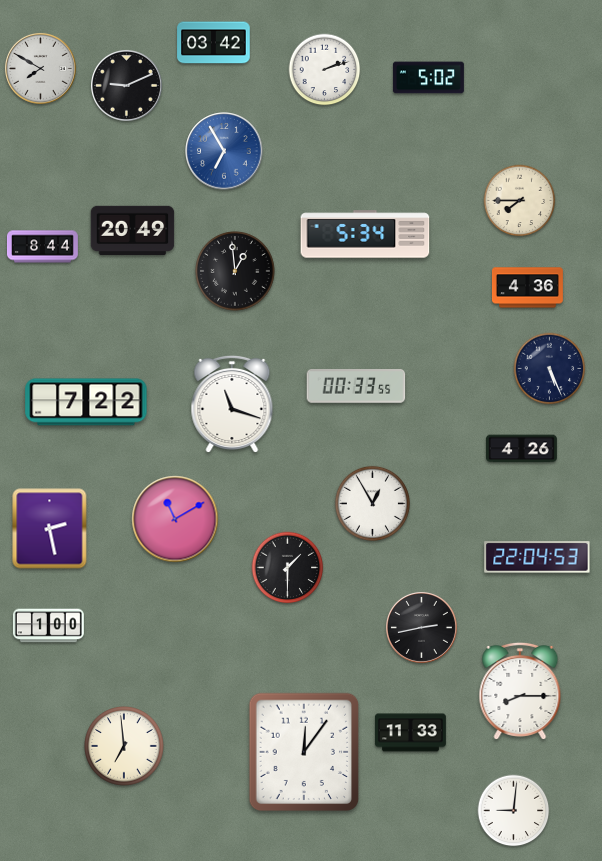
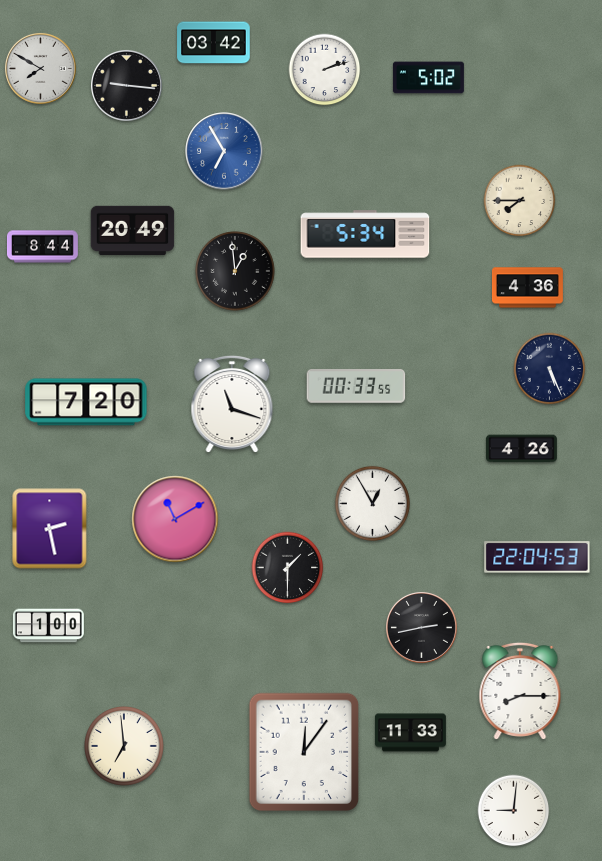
clock at (126, 85): 9:11 -> 9:16
clock at (86, 402): 7:22 -> 7:20
